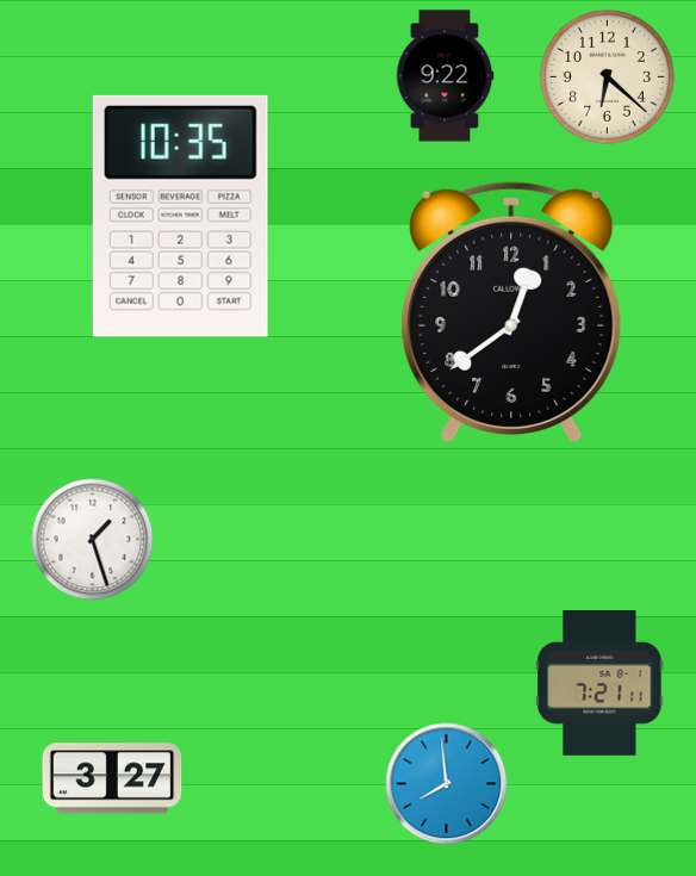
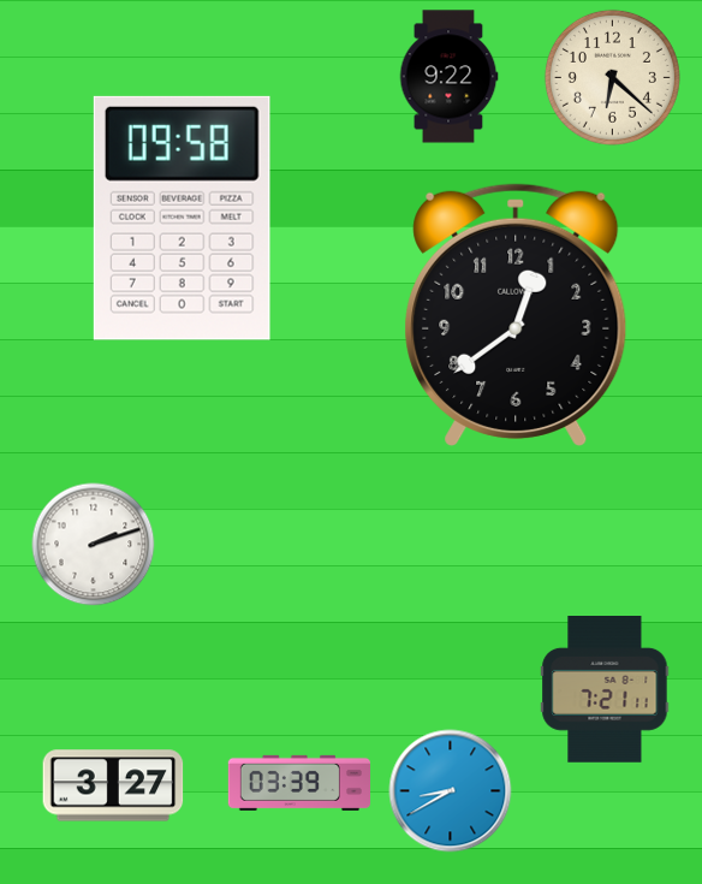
clock at (180, 216): 10:35 -> 09:58
clock at (93, 540): 1:27 -> 2:12
clock at (298, 783): none -> 03:39
clock at (447, 784): 7:59 -> 8:40
